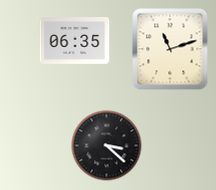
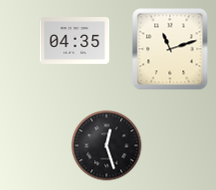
clock at (75, 41): 06:35 -> 04:35
clock at (107, 146): 3:22 -> 12:27
